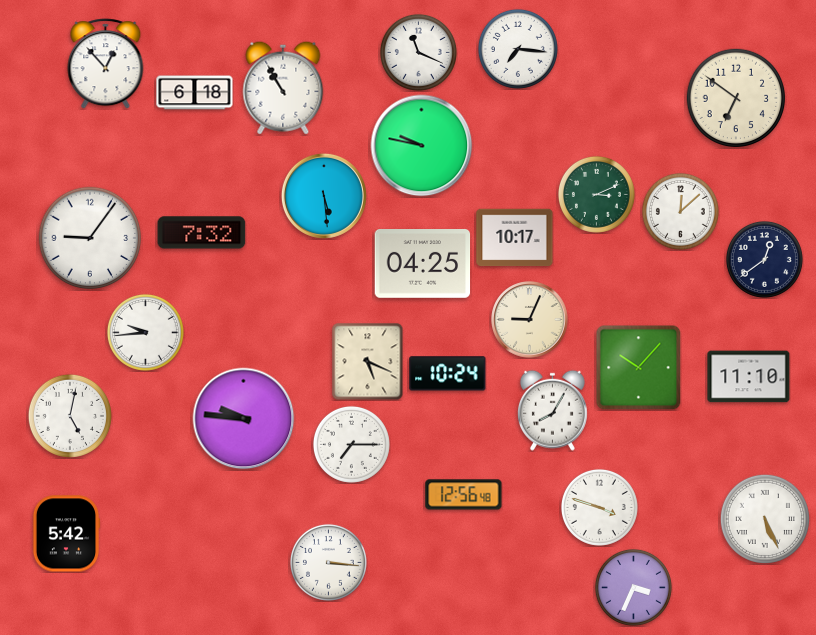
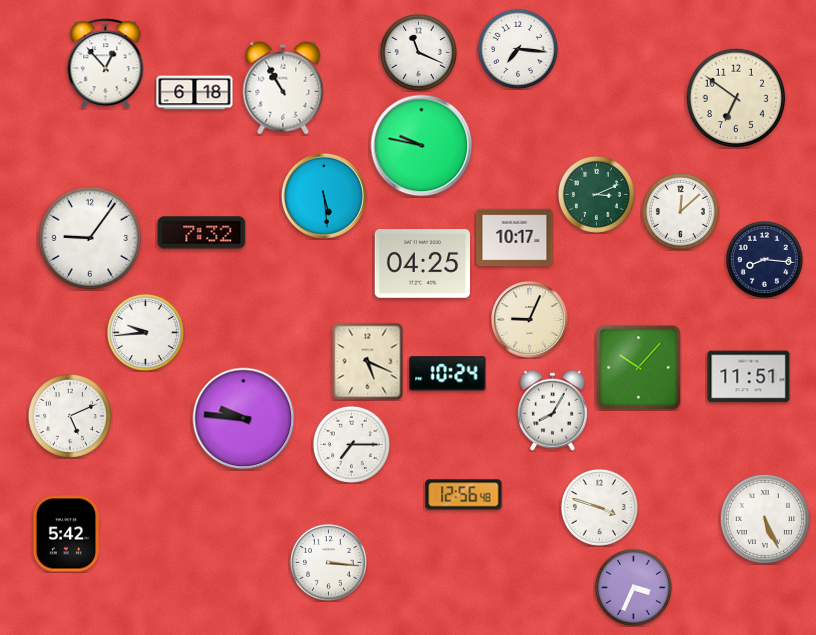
clock at (764, 259): 12:39 -> 8:16
clock at (749, 377): 11:10 -> 11:51
clock at (70, 416): 5:02 -> 5:11
